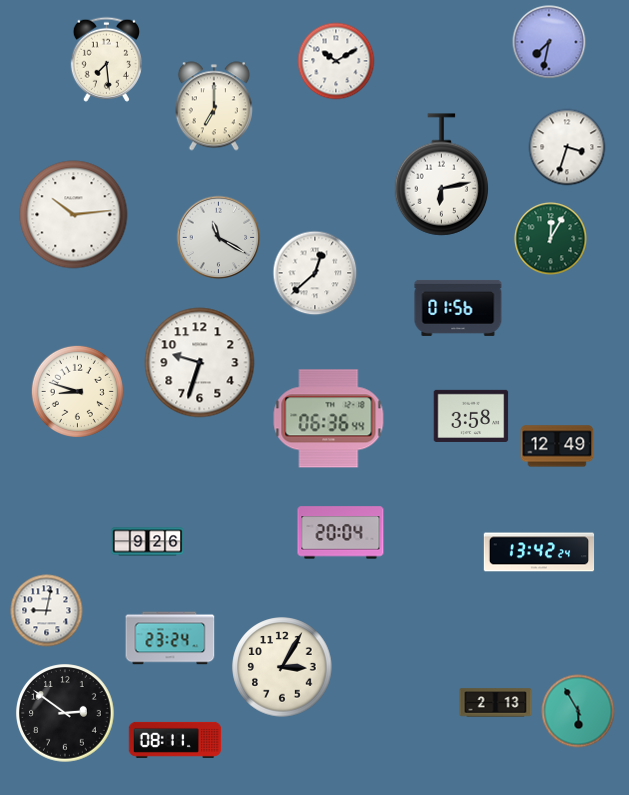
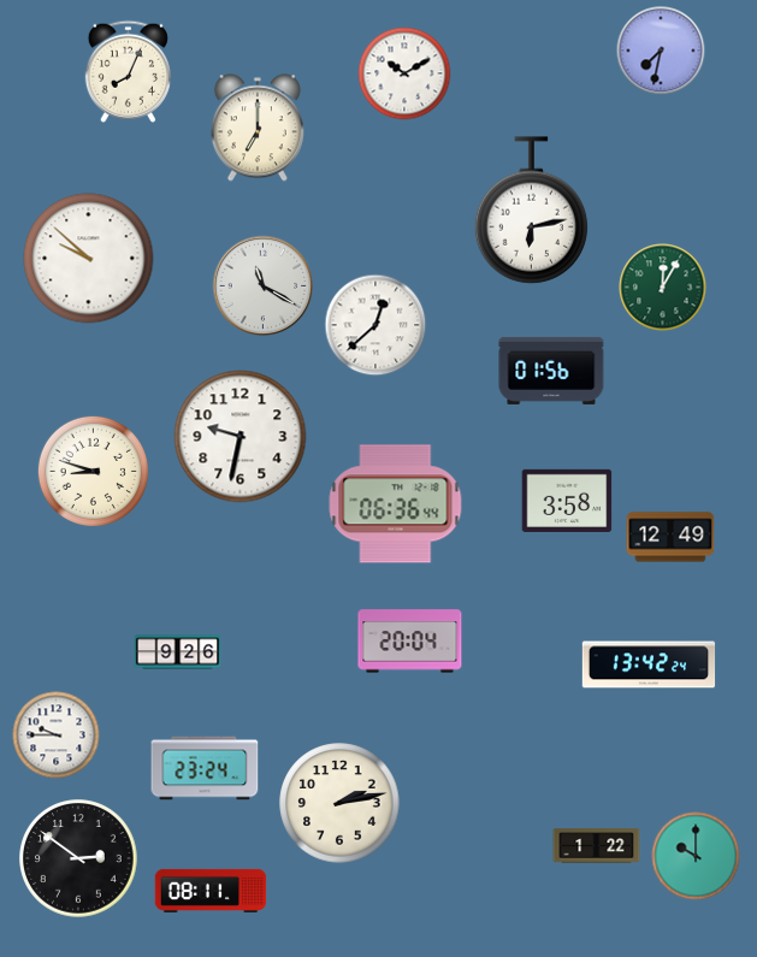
clock at (106, 59): 7:29 -> 8:04
clock at (567, 147): 3:33 -> none
clock at (74, 215): 10:14 -> 9:52
clock at (315, 273) position: (315, 273) -> (375, 325)
clock at (200, 363): 9:33 -> 9:32
clock at (47, 611): 9:02 -> 9:45
clock at (282, 667): 3:05 -> 2:13
clock at (496, 703): 2:13 -> 1:22
clock at (578, 711): 5:55 -> 10:00
